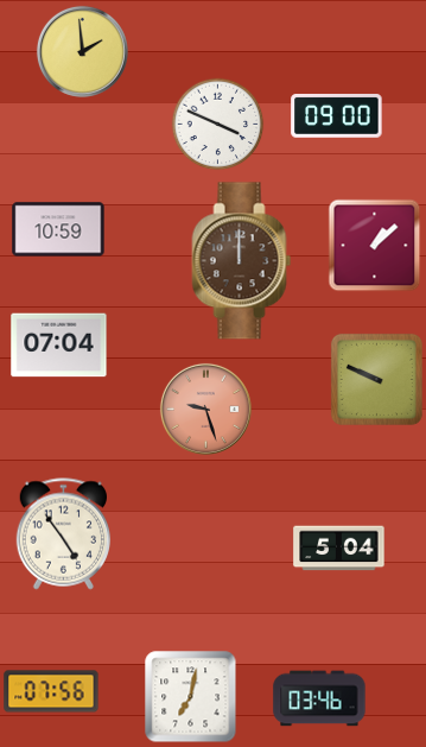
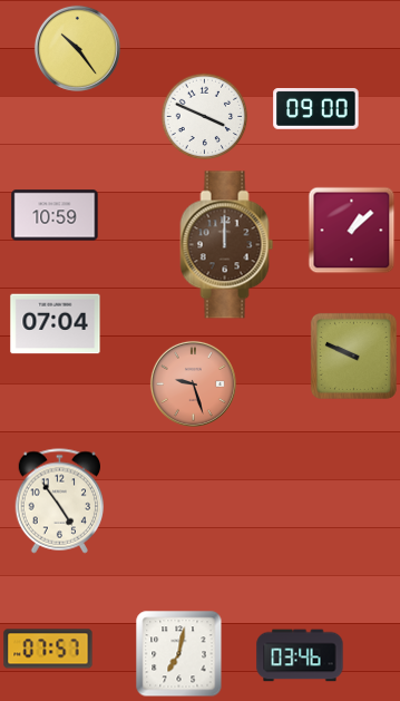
clock at (82, 51): 1:59 -> 10:24
clock at (339, 549): 5:04 -> none
clock at (51, 691): 07:56 -> 07:57
